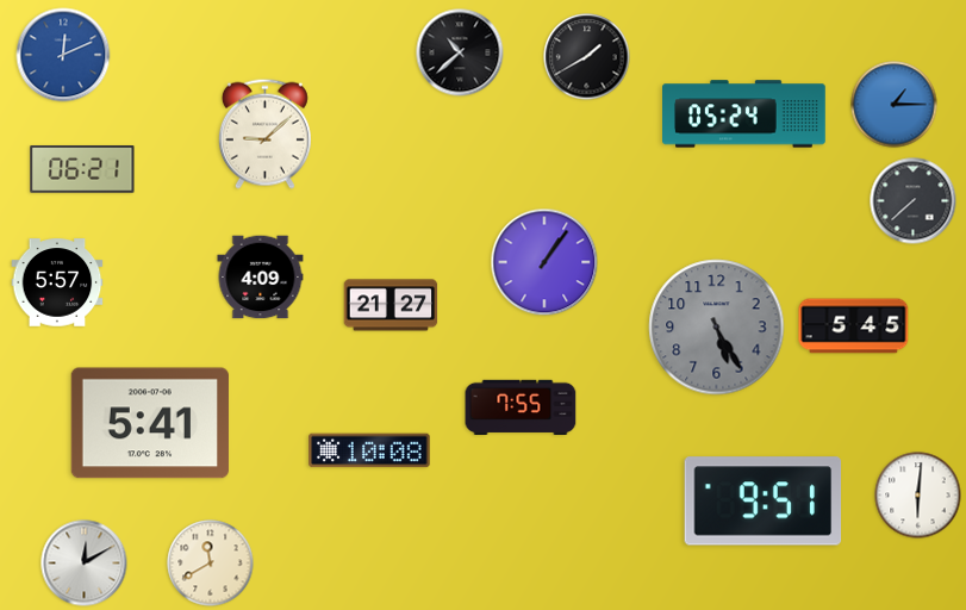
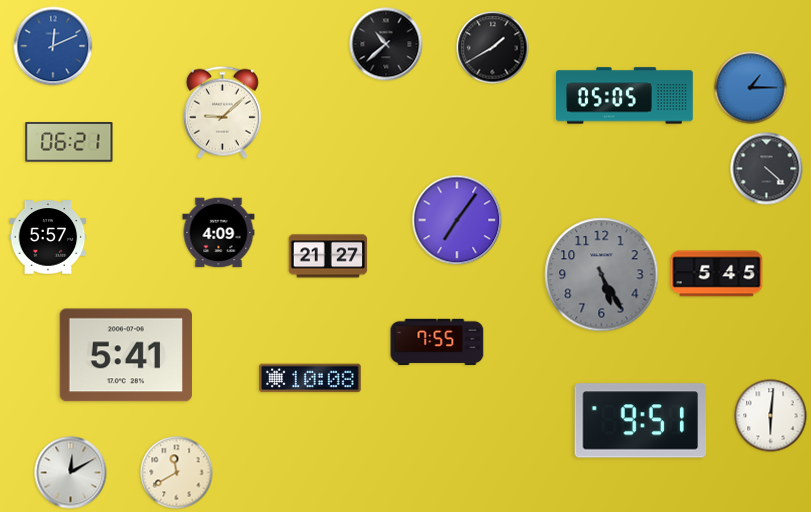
clock at (744, 114): 05:24 -> 05:05
clock at (914, 201): 7:38 -> 4:22
clock at (544, 262): 1:06 -> 7:06
